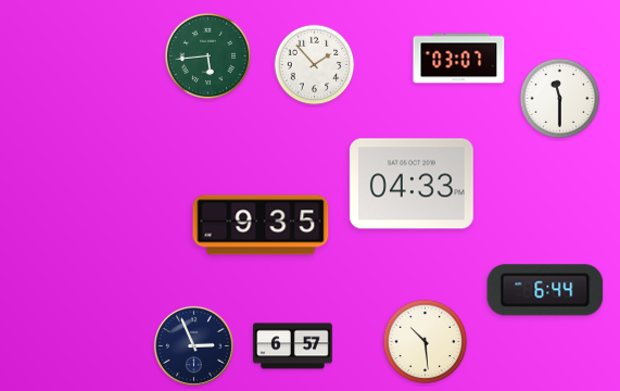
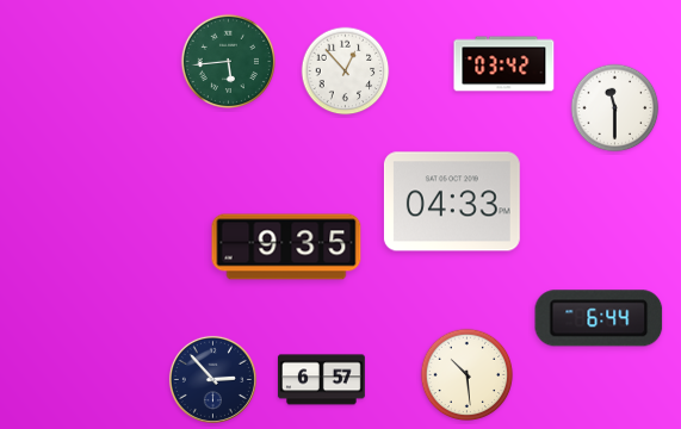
clock at (459, 59): 03:07 -> 03:42
clock at (315, 65): 1:53 -> 12:53
clock at (193, 345): 2:56 -> 2:53
